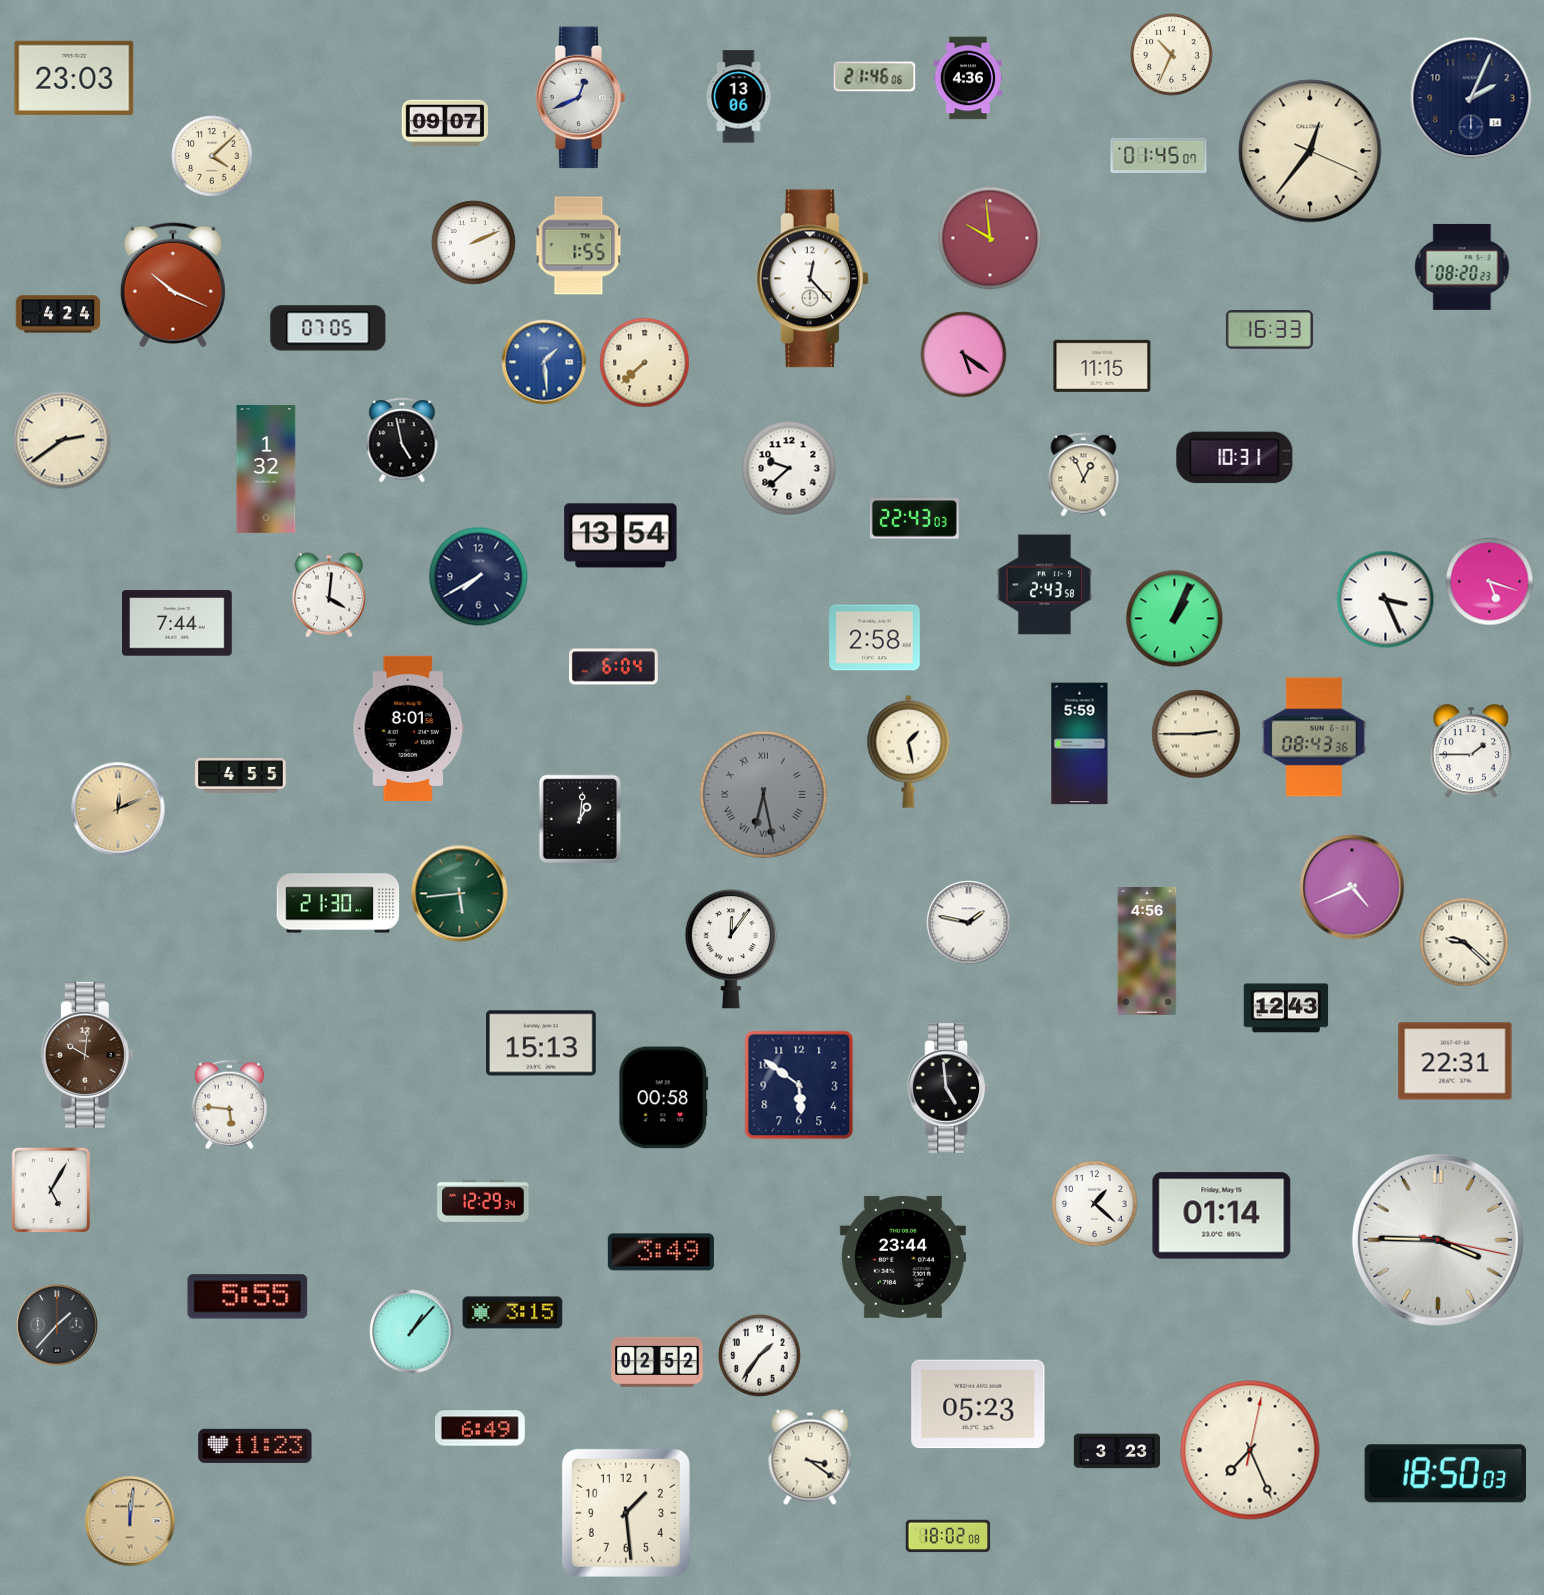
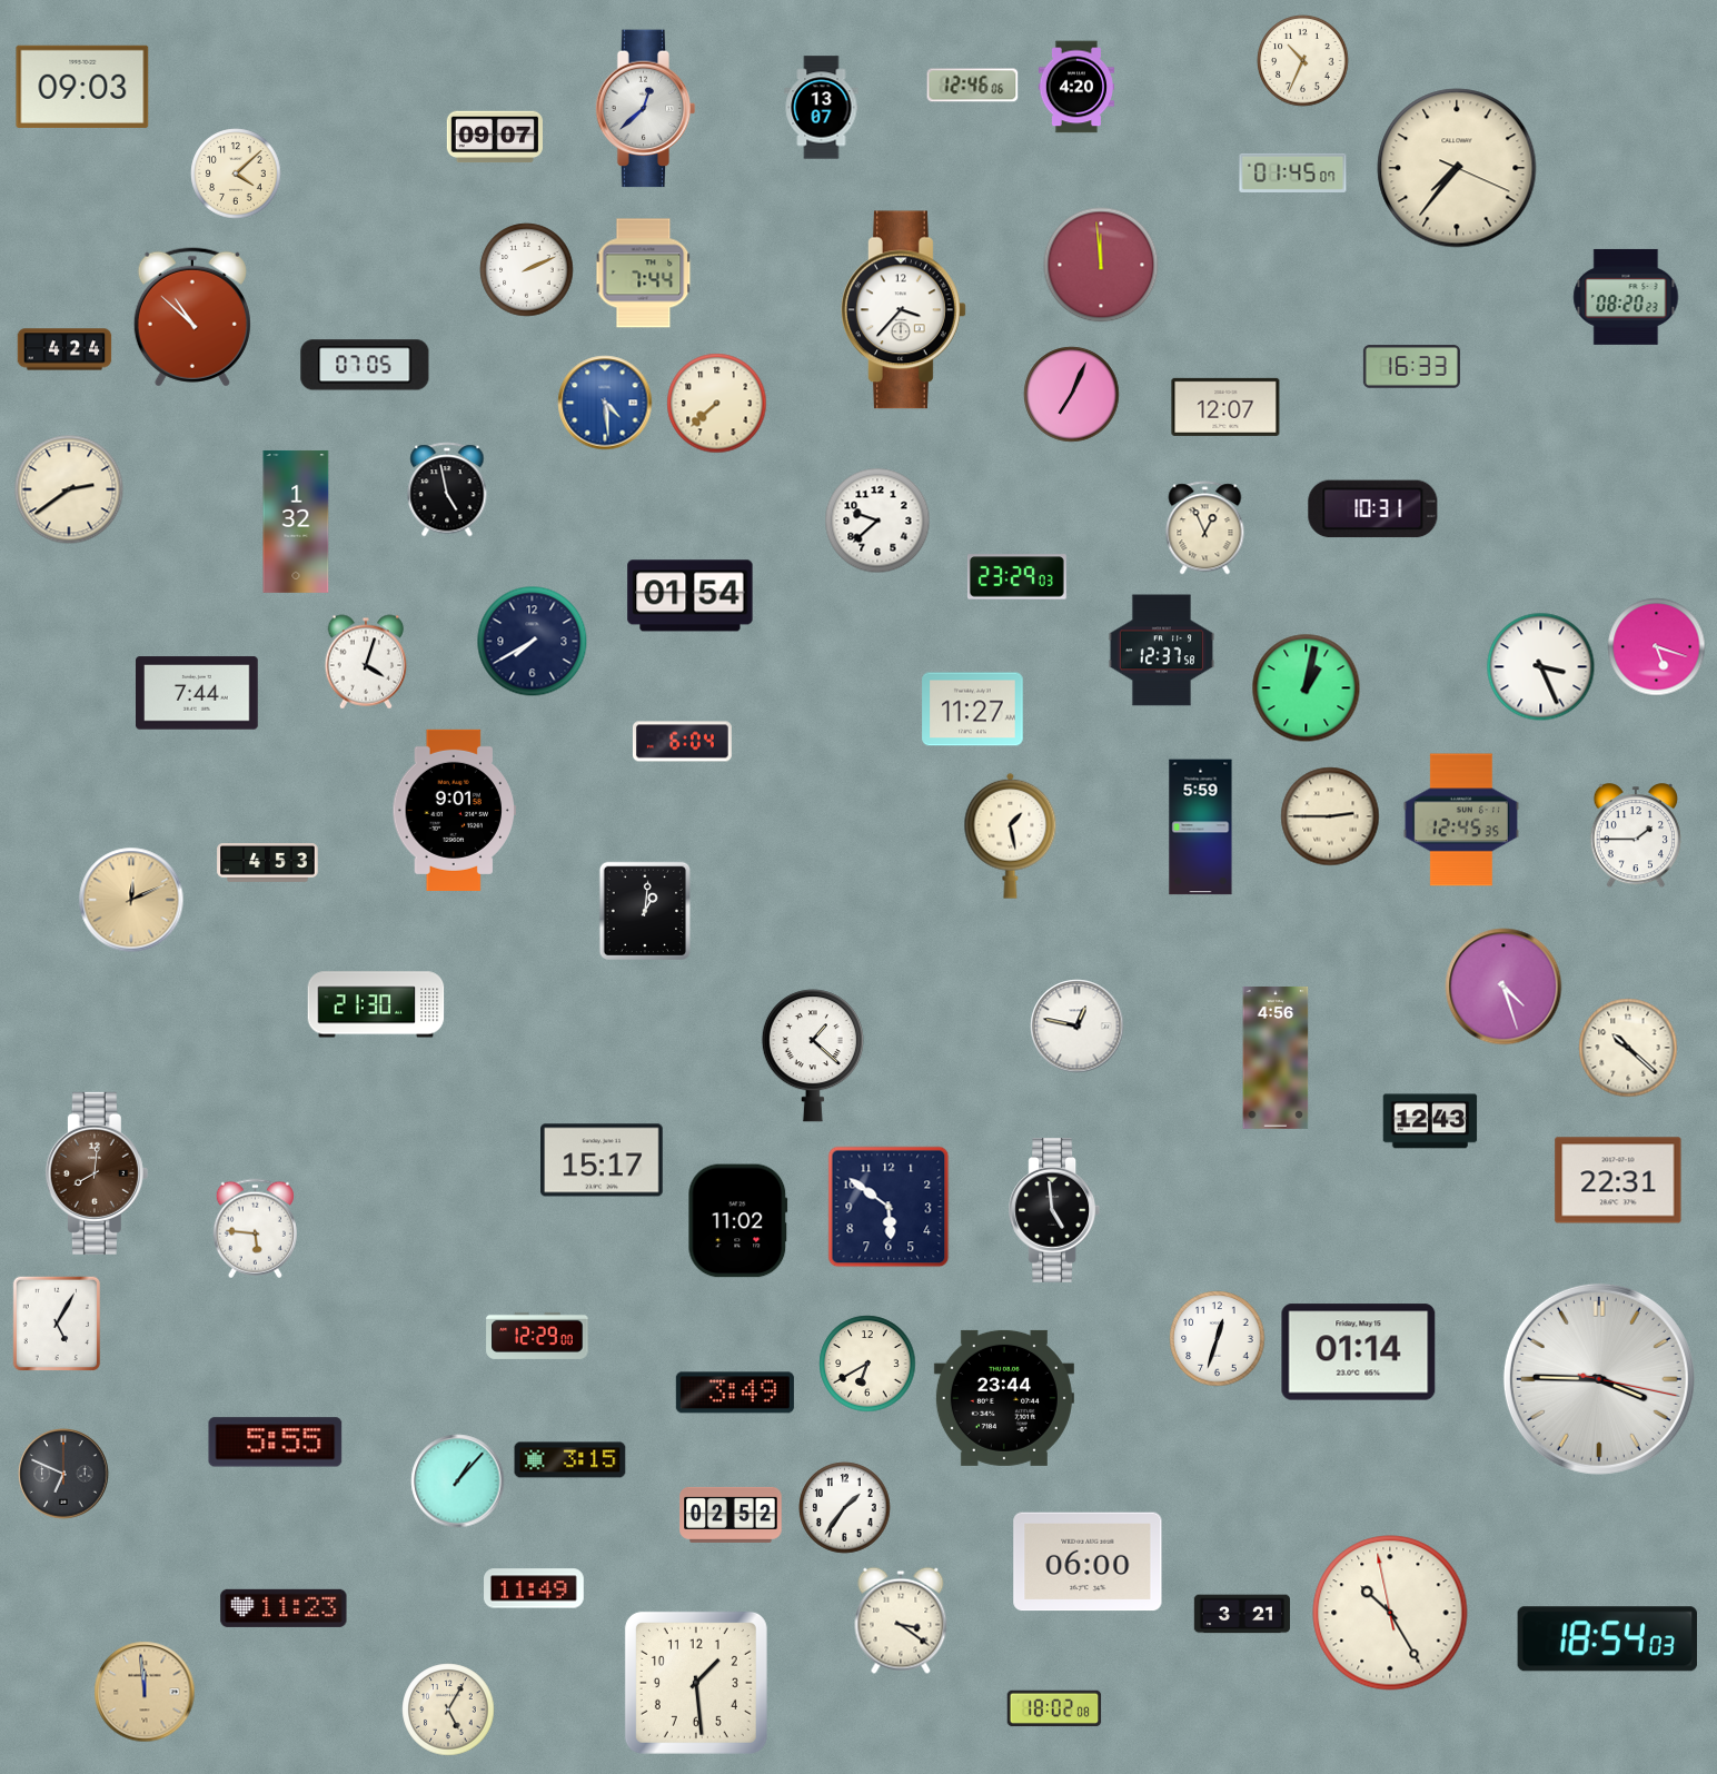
clock at (875, 77): 21:46 -> 12:46
clock at (74, 78): 23:03 -> 09:03
clock at (968, 78): 4:36 -> 4:20
clock at (739, 97): 13:06 -> 13:07
clock at (581, 98): 12:41 -> 12:38
clock at (1471, 98): 2:04 -> none
clock at (1310, 151): 12:36 -> 7:36
clock at (1159, 155) position: (1159, 155) -> (1293, 172)
clock at (990, 238): 9:59 -> 11:59
clock at (579, 246): 1:55 -> 7:44
clock at (812, 279): 12:23 -> 3:37
clock at (173, 285): 10:19 -> 10:52
clock at (964, 355): 5:21 -> 7:04
clock at (544, 362): 1:29 -> 4:29
clock at (1102, 366): 11:15 -> 12:07
clock at (914, 519): 22:43 -> 23:29
clock at (621, 536): 13:54 -> 01:54
clock at (1044, 585): 2:43 -> 12:37
clock at (329, 595): 4:01 -> 4:03
clock at (1175, 619): 1:04 -> 1:02
clock at (875, 638): 2:58 -> 11:27
clock at (409, 728): 8:01 -> 9:01
clock at (1314, 737): 08:43 -> 12:45
clock at (241, 776): 4:55 -> 4:53
clock at (763, 794): 6:28 -> none
clock at (1352, 887): 4:41 -> 4:27
clock at (460, 894): 5:44 -> none
clock at (969, 923): 1:47 -> 12:47
clock at (1464, 942): 9:22 -> 10:22
clock at (731, 949): 12:06 -> 1:22
clock at (542, 1043): 15:13 -> 15:17
clock at (87, 1055): 10:01 -> 8:01
clock at (664, 1098): 00:58 -> 11:02
clock at (483, 1201): 12:29:34 -> 12:29:00
clock at (1095, 1204): 1:22 -> 12:33
clock at (867, 1364): none -> 6:40
clock at (57, 1325): 1:37 -> 6:49
clock at (978, 1404): 05:23 -> 06:00
clock at (481, 1428): 6:49 -> 11:49
clock at (1250, 1450): 7:26 -> 10:24
clock at (1117, 1451): 3:23 -> 3:21
clock at (1445, 1474): 18:50 -> 18:54
clock at (130, 1521): 12:01 -> 11:59
clock at (448, 1709): none -> 5:05
